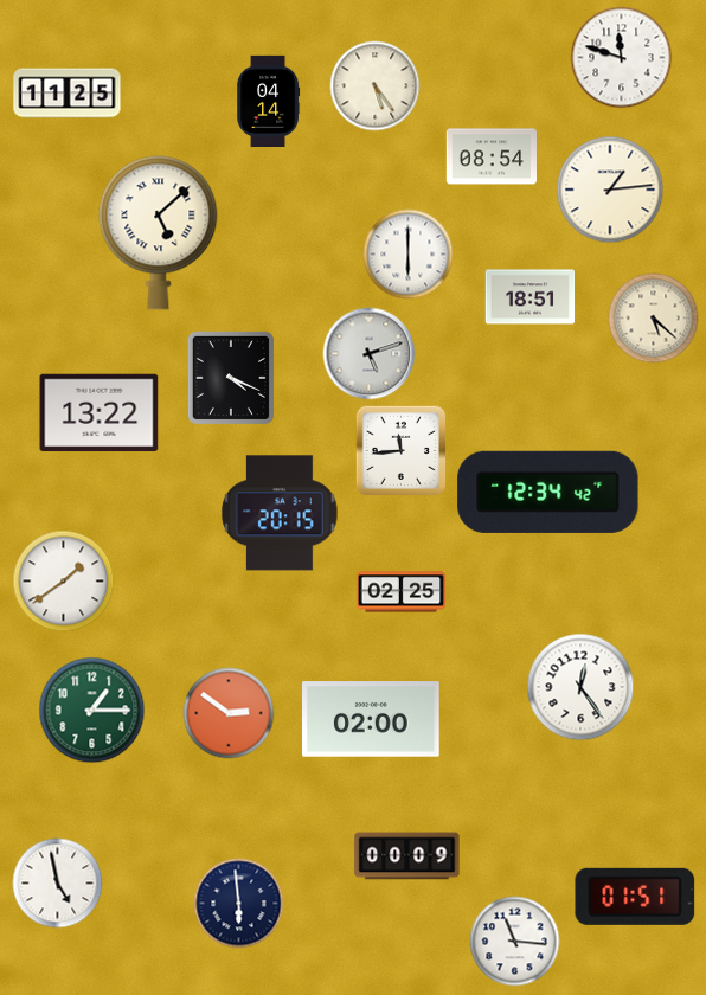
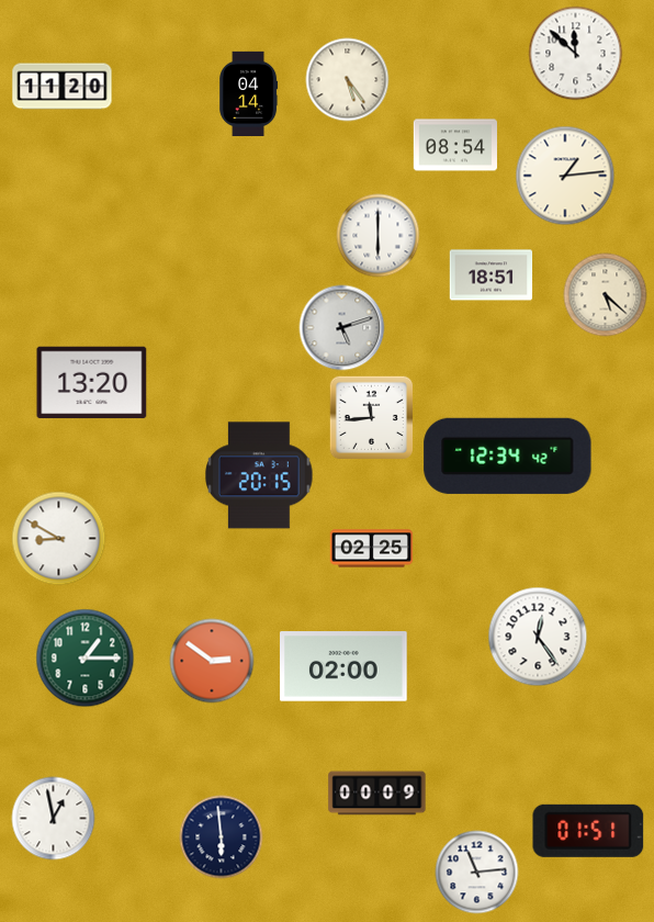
clock at (622, 58): 11:48 -> 11:52
clock at (68, 94): 11:25 -> 11:20
clock at (159, 233): 5:08 -> none
clock at (231, 378): 4:19 -> none
clock at (100, 413): 13:22 -> 13:20
clock at (64, 582): 1:39 -> 8:50
clock at (58, 884): 4:58 -> 12:58
clock at (515, 942): 11:16 -> 11:14
